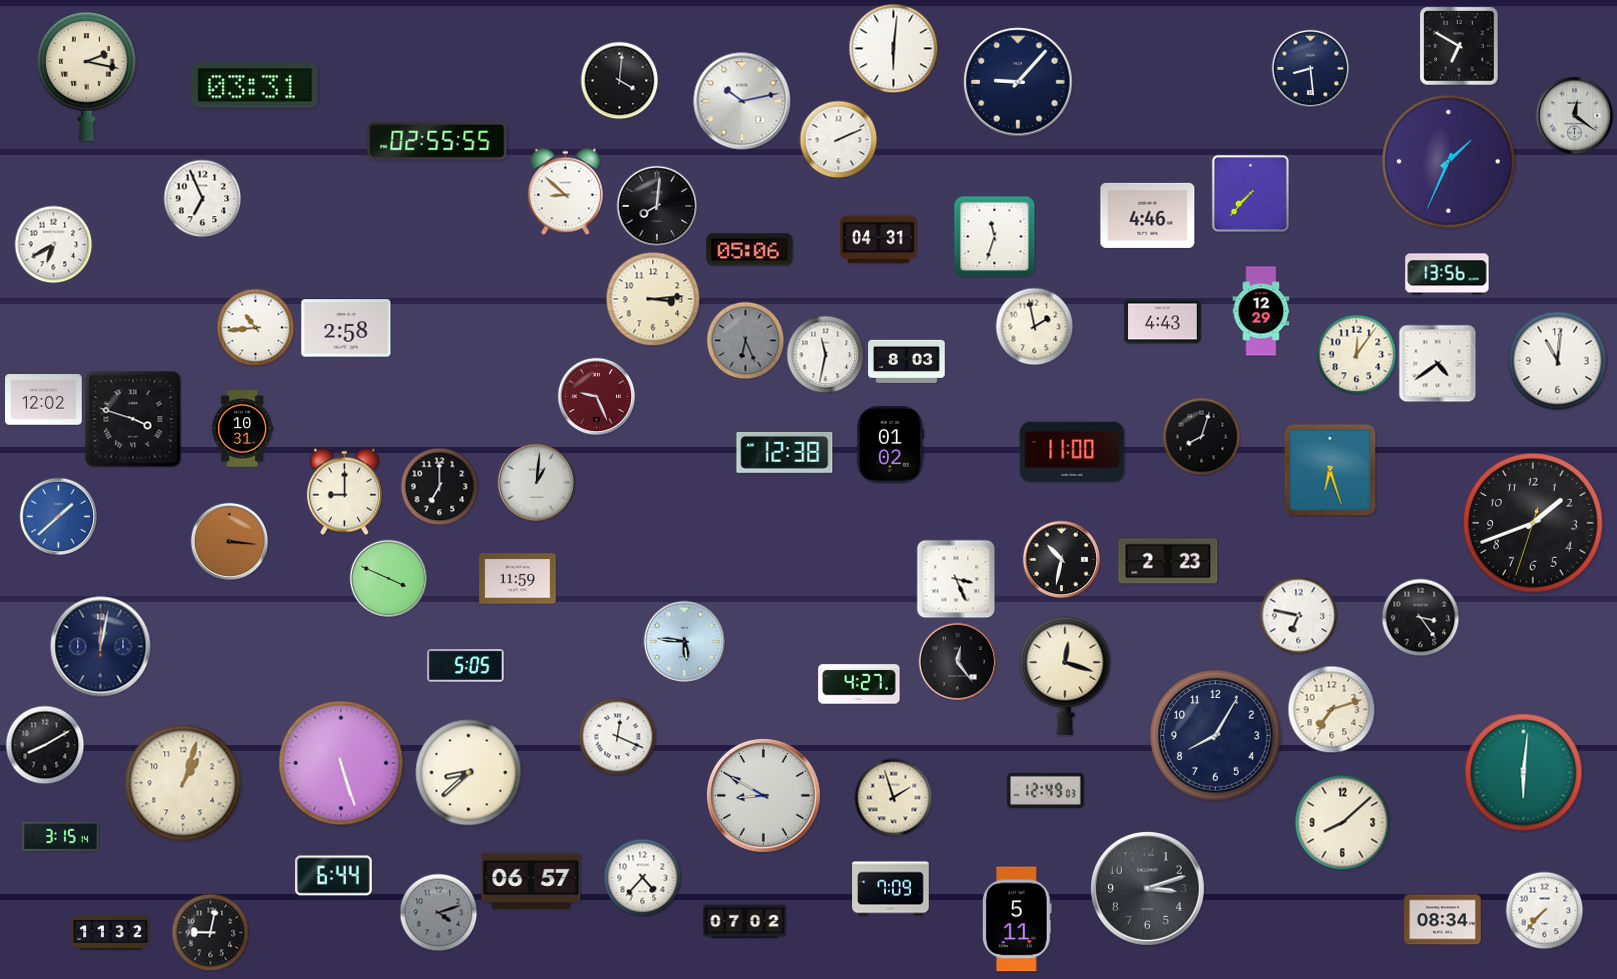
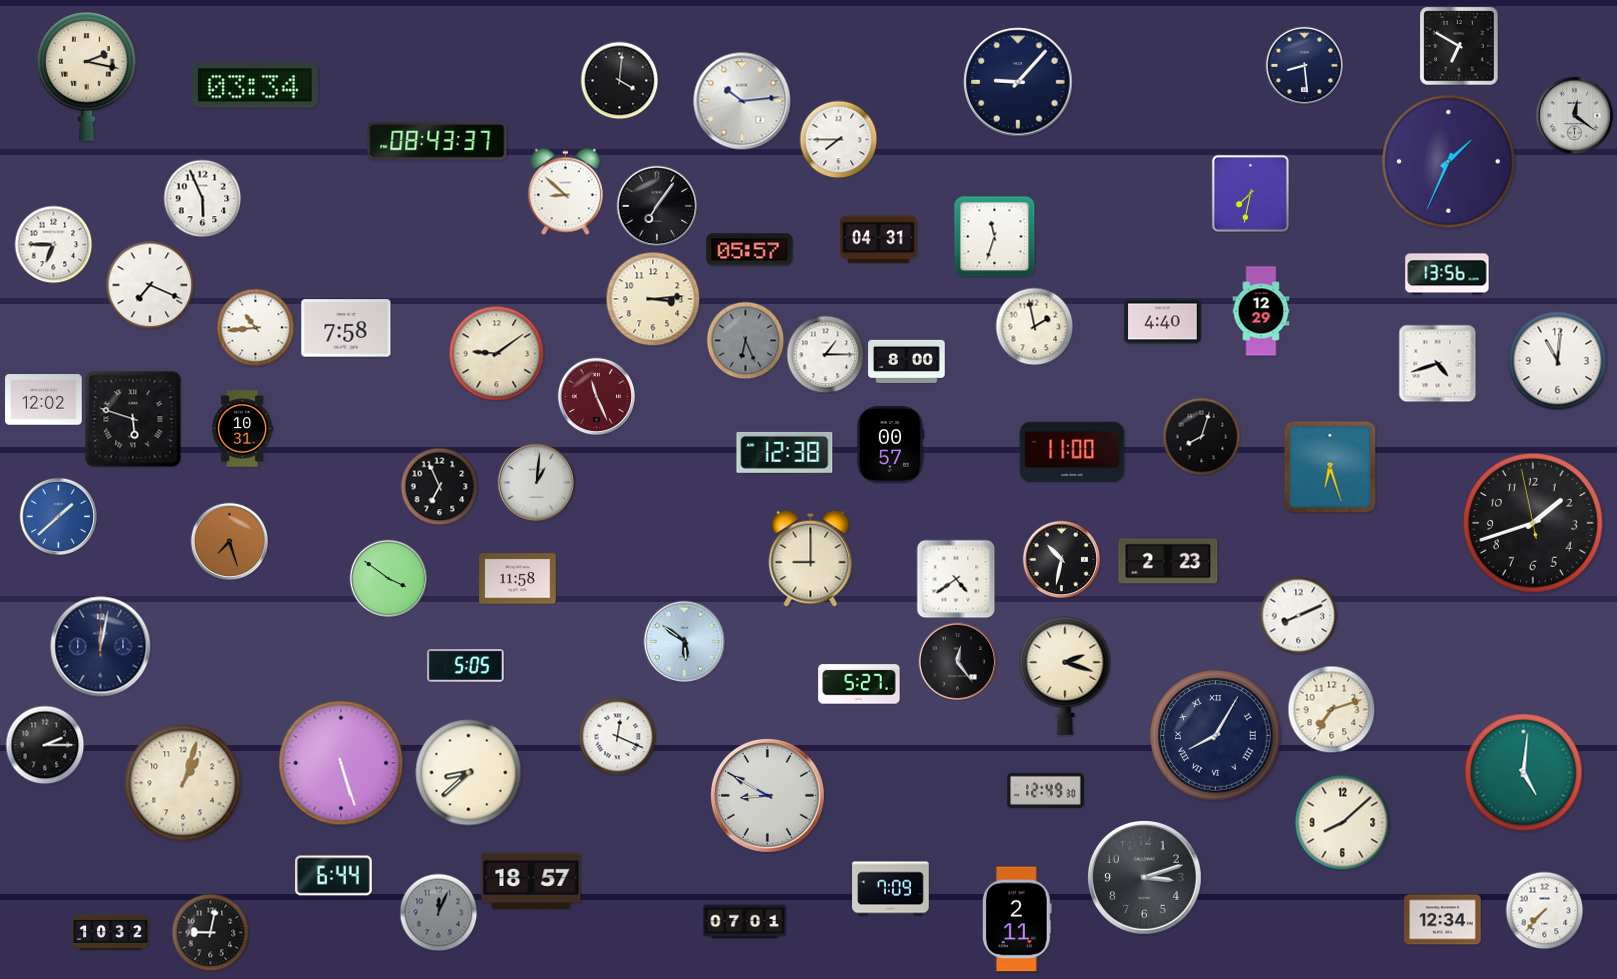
clock at (893, 48): 6:01 -> none
clock at (1310, 68) position: (1310, 68) -> (1304, 65)
clock at (255, 85): 03:31 -> 03:34
clock at (742, 101): 10:13 -> 10:14
clock at (838, 139): 2:11 -> 7:45
clock at (437, 141): 02:55 -> 08:43
clock at (1250, 193): 7:37 -> 7:32
clock at (202, 198): 6:56 -> 5:56
clock at (657, 206): 8:01 -> 7:06
clock at (1148, 215): 4:46 -> none
clock at (53, 244): 6:40 -> 6:45
clock at (750, 250): 05:06 -> 05:57
clock at (150, 285): none -> 7:19
clock at (1163, 322): 4:43 -> 4:40
clock at (346, 328): 2:58 -> 7:58
clock at (496, 353): none -> 9:09
clock at (825, 354): 11:32 -> 1:15
clock at (1356, 354): 12:06 -> none
clock at (907, 361): 8:03 -> 8:00
clock at (1437, 363): 4:39 -> 4:42
clock at (596, 396): 9:26 -> 11:26
clock at (133, 419): 3:48 -> 5:48
clock at (890, 445): 01:02 -> 00:57
clock at (1330, 470) position: (1330, 470) -> (1330, 467)
clock at (439, 486): 7:00 -> 6:56
clock at (344, 491): 9:00 -> none
clock at (1534, 524): 1:41:33 -> 1:41:58
clock at (229, 541): 3:16 -> 7:27
clock at (811, 558): none -> 9:00
clock at (388, 578): 3:49 -> 3:51
clock at (518, 579): 11:59 -> 11:58
clock at (956, 579): 3:26 -> 4:39
clock at (1298, 615): 6:47 -> 8:11
clock at (1420, 617): 3:24 -> none
clock at (684, 641): 5:46 -> 5:51
clock at (1065, 676): 12:18 -> 2:18
clock at (859, 684): 4:27 -> 5:27
clock at (1216, 736) numerals: Arabic -> Roman
clock at (45, 745): 8:10 -> 2:15
clock at (1524, 773): 6:01 -> 5:01
clock at (1046, 790): 12:49:03 -> 12:49:30
clock at (764, 796) position: (764, 796) -> (768, 796)
clock at (893, 797): 1:57 -> none
clock at (61, 837): 3:15 -> none
clock at (642, 877): 4:37 -> none
clock at (531, 881): 06:57 -> 18:57
clock at (1148, 889) position: (1148, 889) -> (1145, 878)
clock at (438, 912): 4:12 -> 12:04
clock at (1017, 919): 5:11 -> 2:11
clock at (1443, 920): 08:34 -> 12:34
clock at (745, 922): 07:02 -> 07:01
clock at (111, 932): 11:32 -> 10:32
